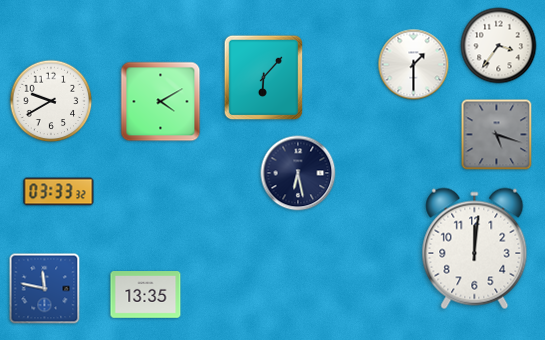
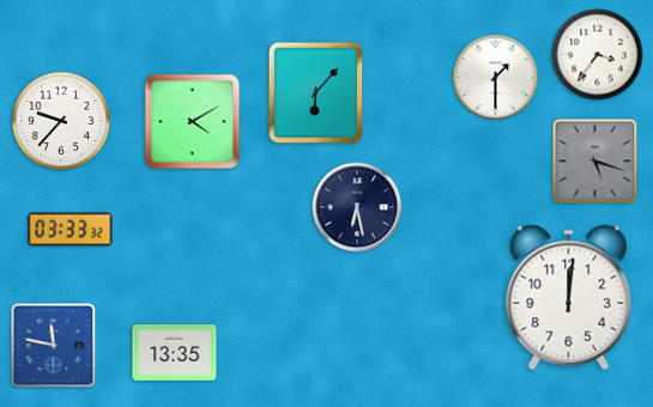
clock at (51, 101): 9:40 -> 9:37
